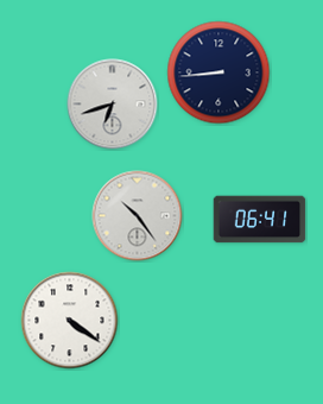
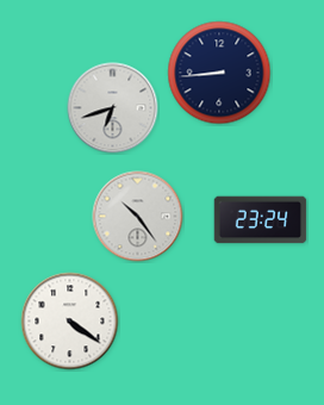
clock at (113, 105) position: (113, 105) -> (113, 108)
clock at (260, 220): 06:41 -> 23:24
